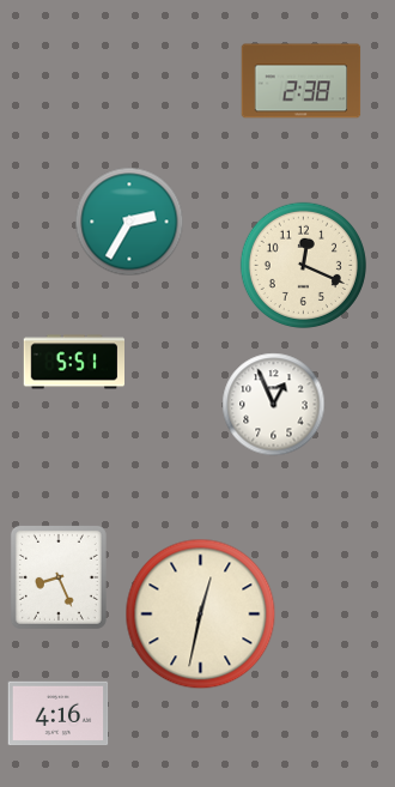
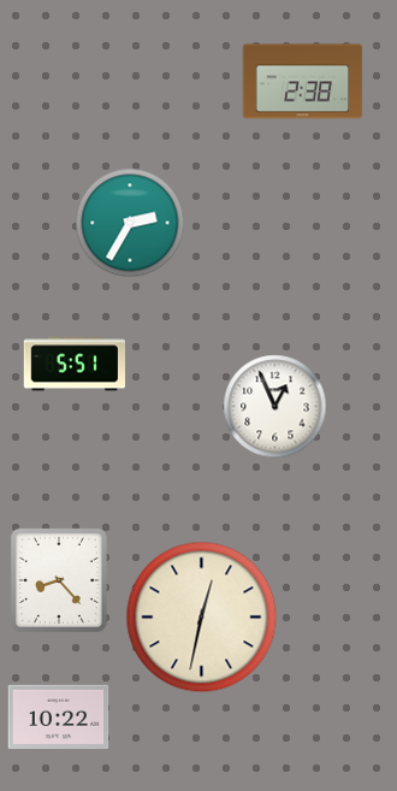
clock at (303, 265): 12:19 -> none
clock at (59, 577): 8:26 -> 8:23
clock at (59, 714): 4:16 -> 10:22
